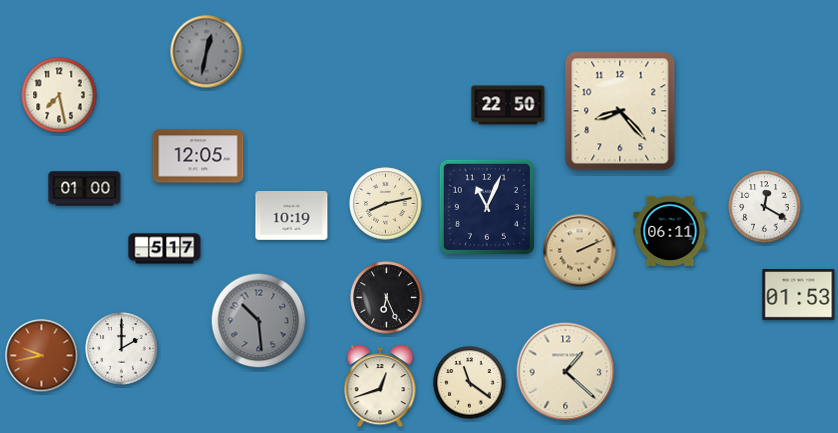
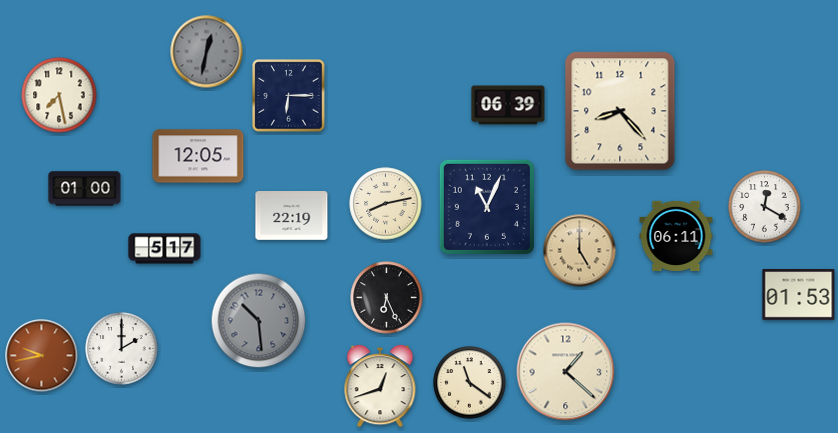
clock at (289, 96): none -> 6:15
clock at (508, 105): 22:50 -> 06:39
clock at (292, 216): 10:19 -> 22:19
clock at (670, 231) position: (670, 231) -> (676, 236)
clock at (580, 251): 2:11 -> 5:00
